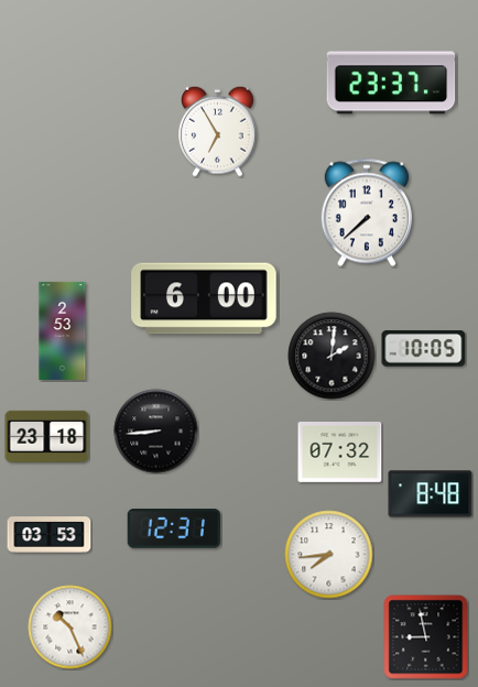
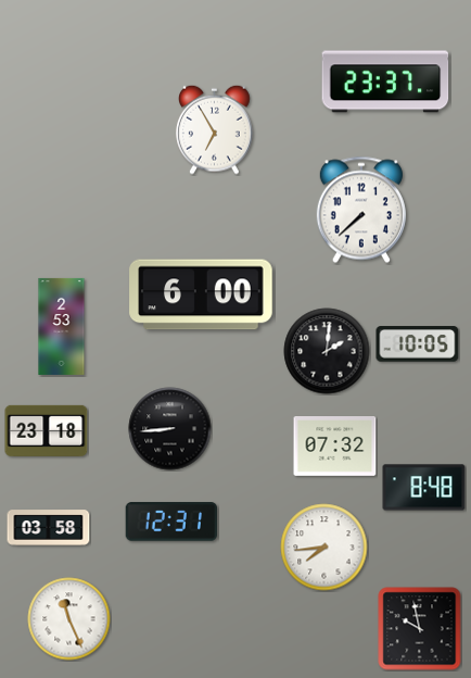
clock at (156, 432) position: (156, 432) -> (170, 429)
clock at (50, 535): 03:53 -> 03:58
clock at (70, 628): 10:26 -> 11:26
clock at (426, 637): 8:58 -> 9:58
